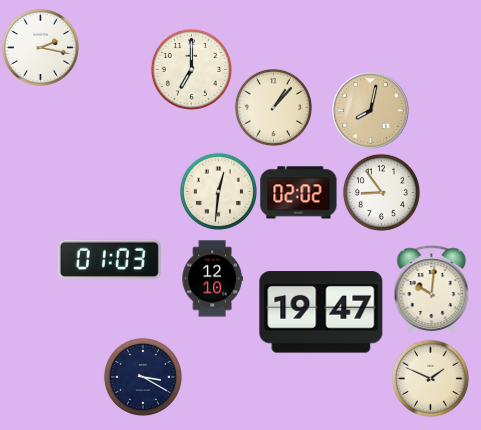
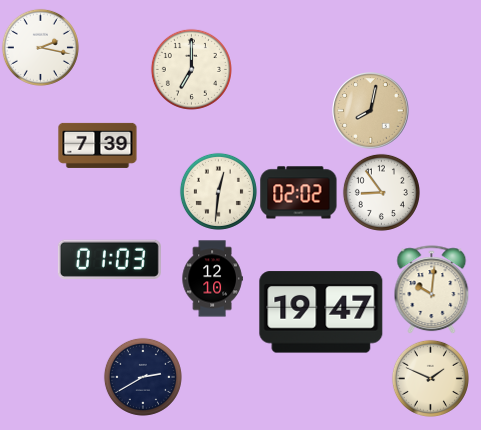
clock at (273, 107): 1:07 -> none
clock at (98, 145): none -> 7:39
clock at (143, 377): 3:20 -> 2:40
